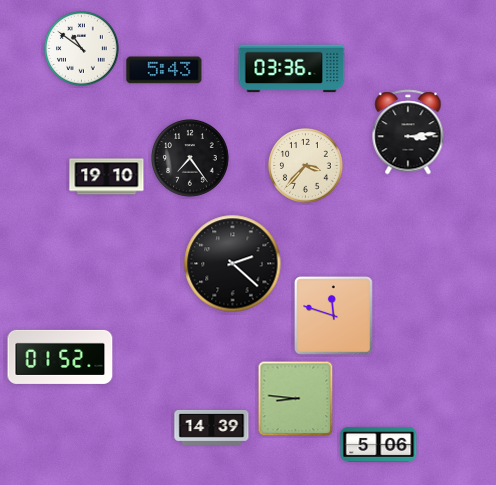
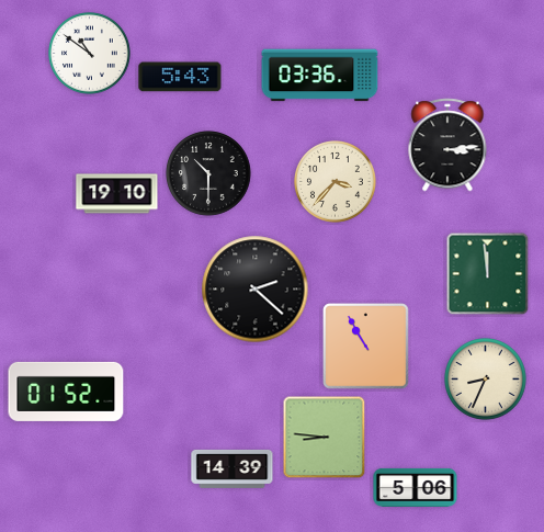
clock at (190, 158): 7:24 -> 10:30
clock at (488, 274): none -> 11:59
clock at (334, 316): 11:48 -> 10:55
clock at (486, 380): none -> 8:34
